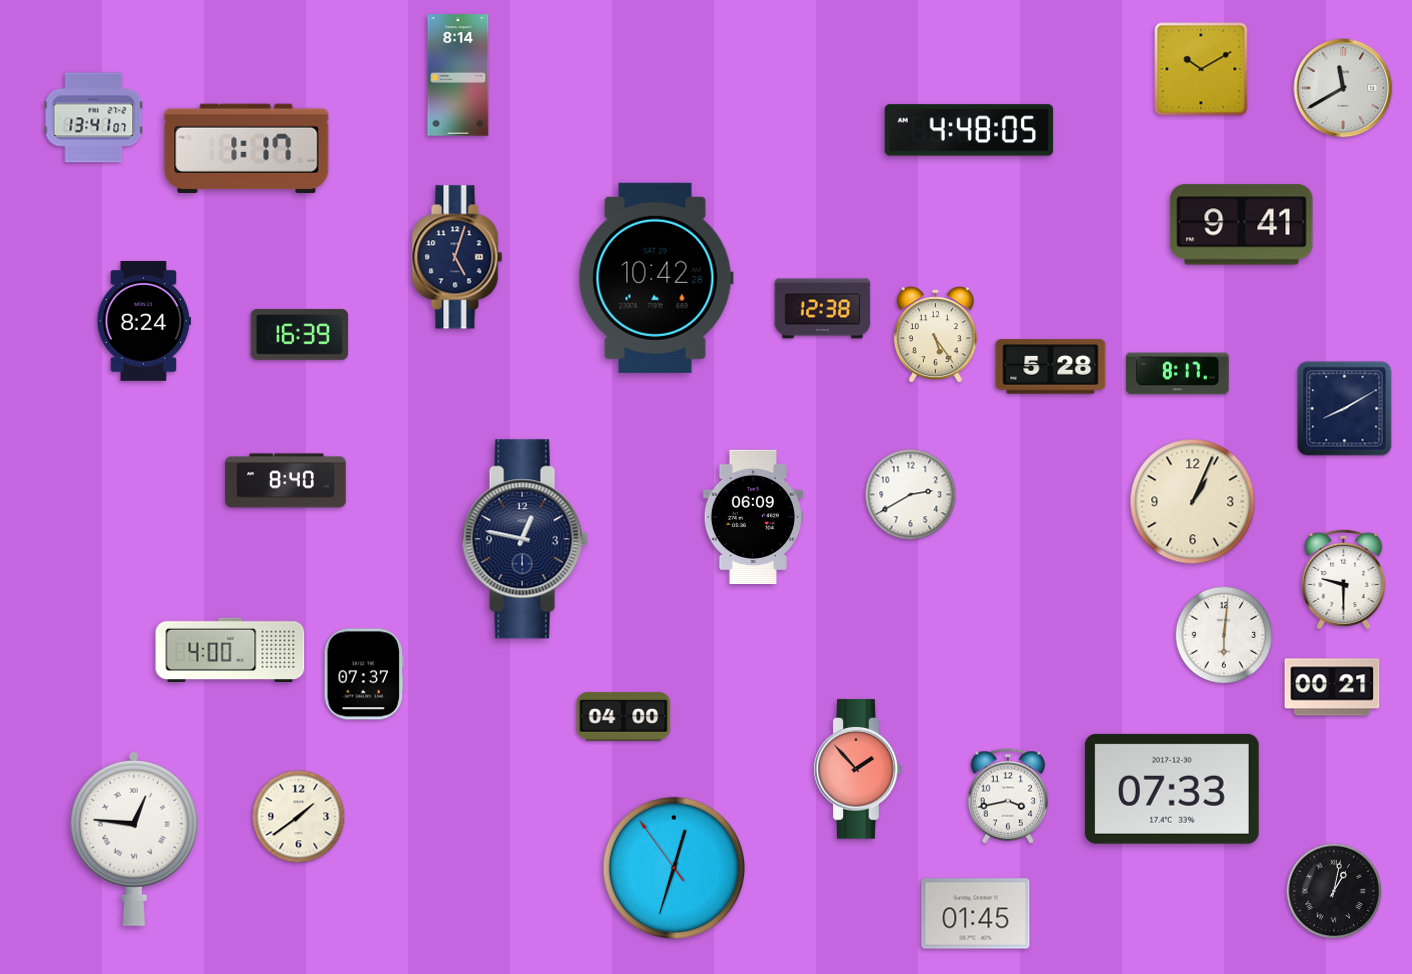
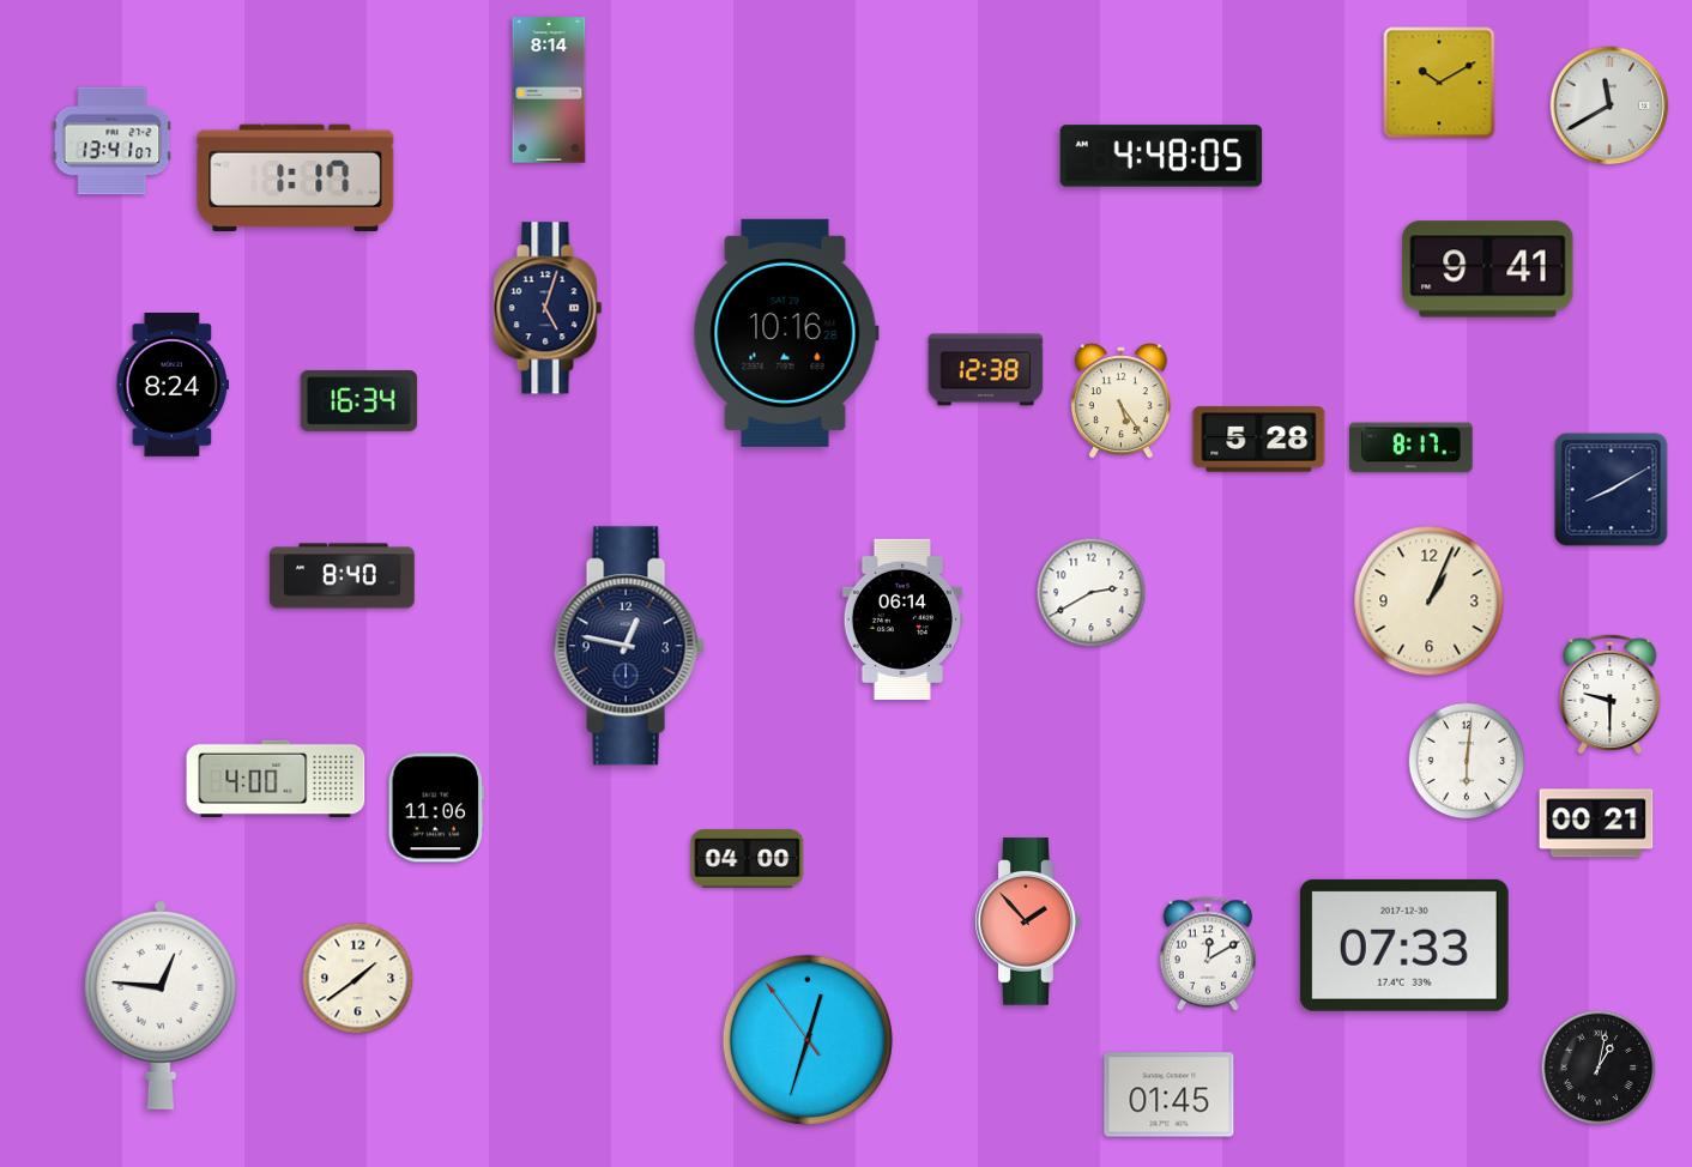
clock at (656, 278): 10:42 -> 10:16
clock at (300, 334): 16:39 -> 16:34
clock at (752, 516): 06:09 -> 06:14
clock at (363, 674): 07:37 -> 11:06
clock at (1008, 796): 3:43 -> 12:10
